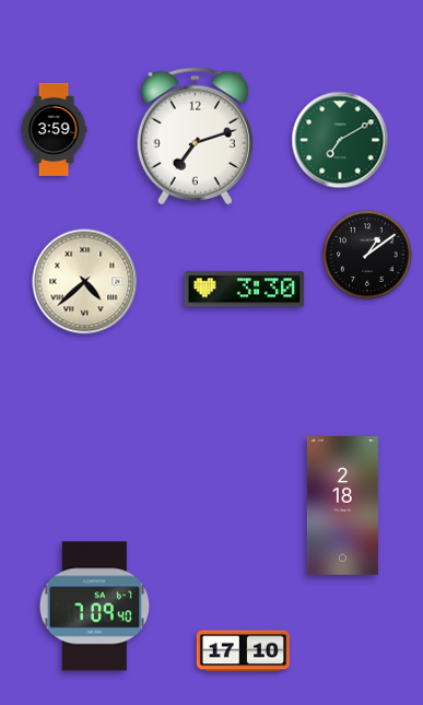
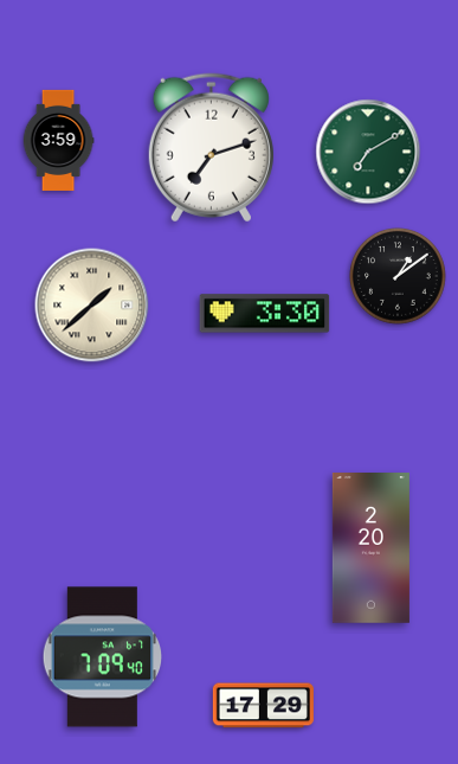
clock at (85, 282): 4:38 -> 1:38
clock at (342, 506): 2:18 -> 2:20
clock at (243, 651): 17:10 -> 17:29
